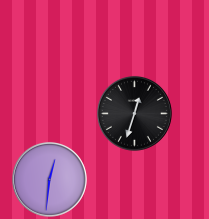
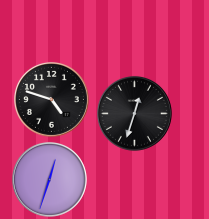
clock at (51, 99): none -> 4:48
clock at (49, 179): 12:31 -> 12:33
